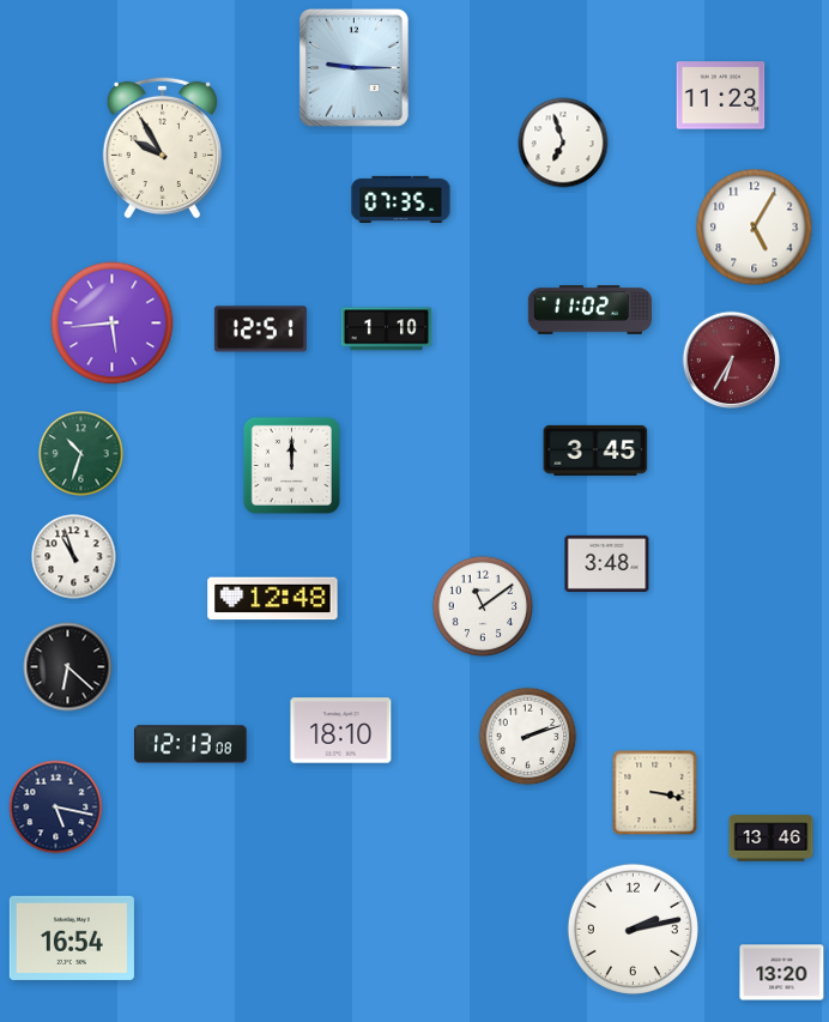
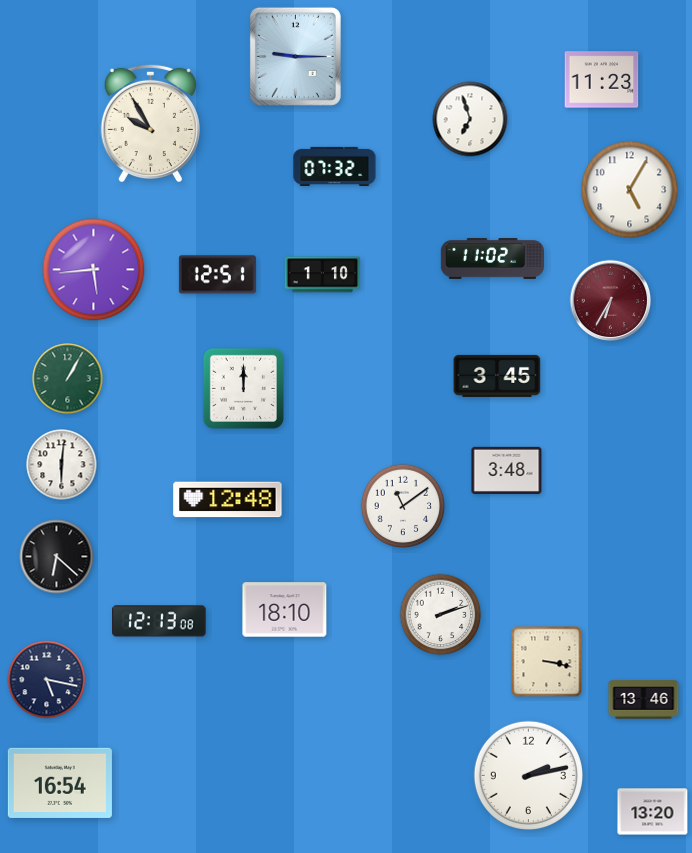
clock at (162, 147) position: (162, 147) -> (150, 123)
clock at (401, 199): 07:35 -> 07:32
clock at (81, 454): 10:33 -> 1:05
clock at (74, 557): 10:57 -> 6:01
clock at (56, 808) position: (56, 808) -> (47, 680)
